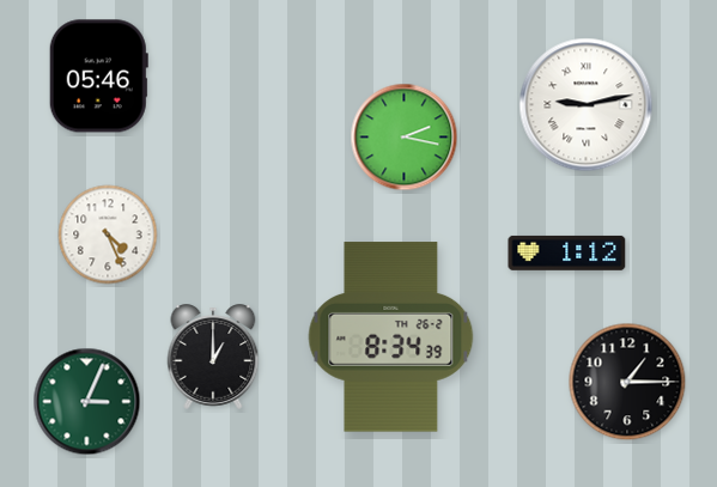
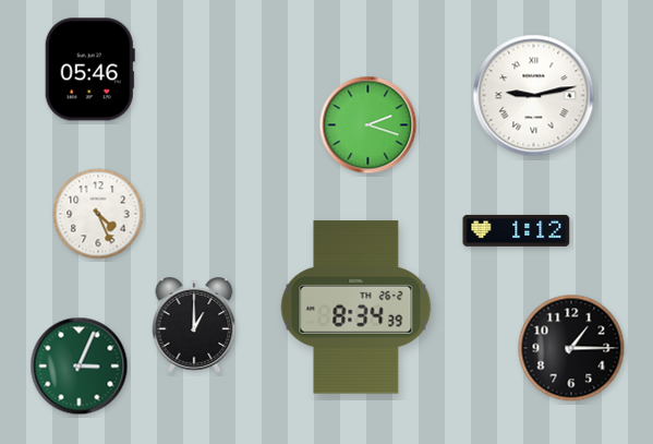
clock at (405, 138): 2:17 -> 2:18
